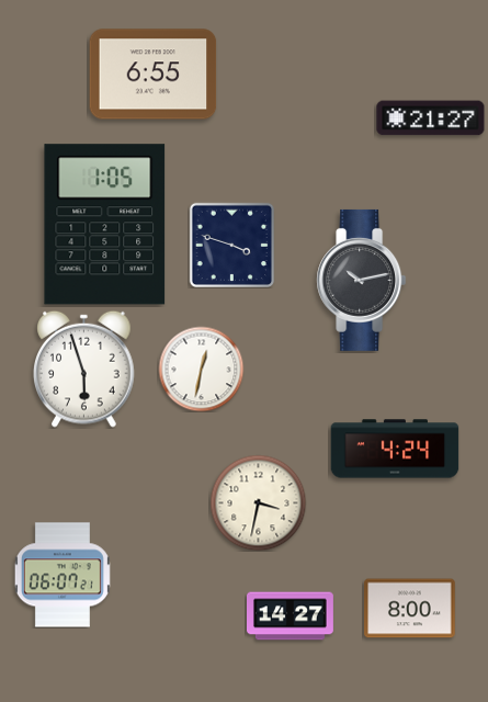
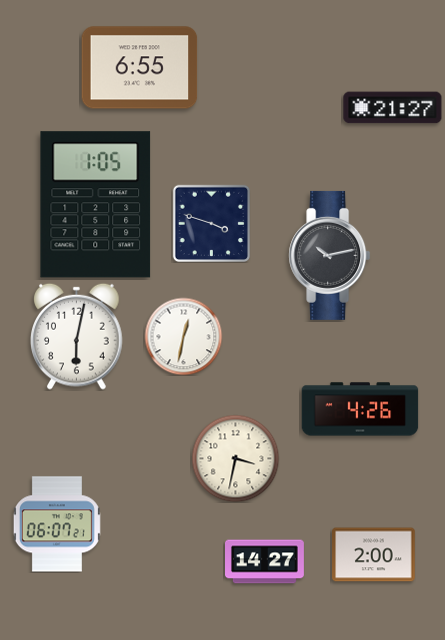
clock at (84, 369): 5:57 -> 6:02
clock at (395, 449): 4:24 -> 4:26
clock at (410, 609): 8:00 -> 2:00
